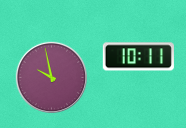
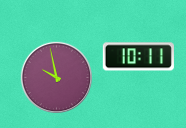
clock at (51, 77) position: (51, 77) -> (56, 77)
